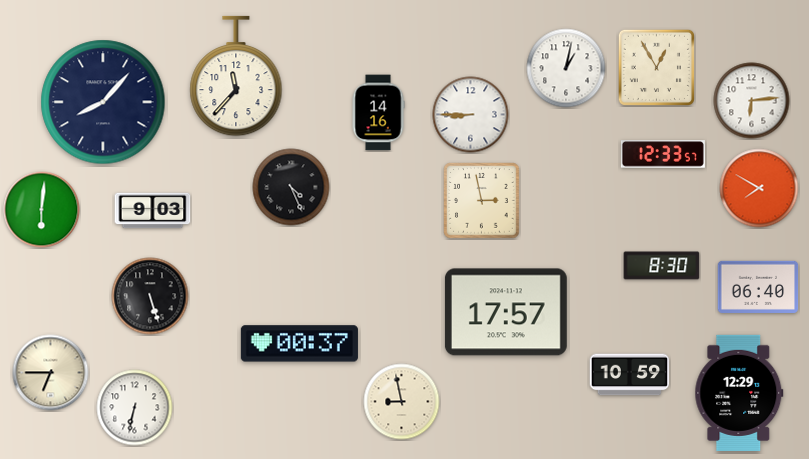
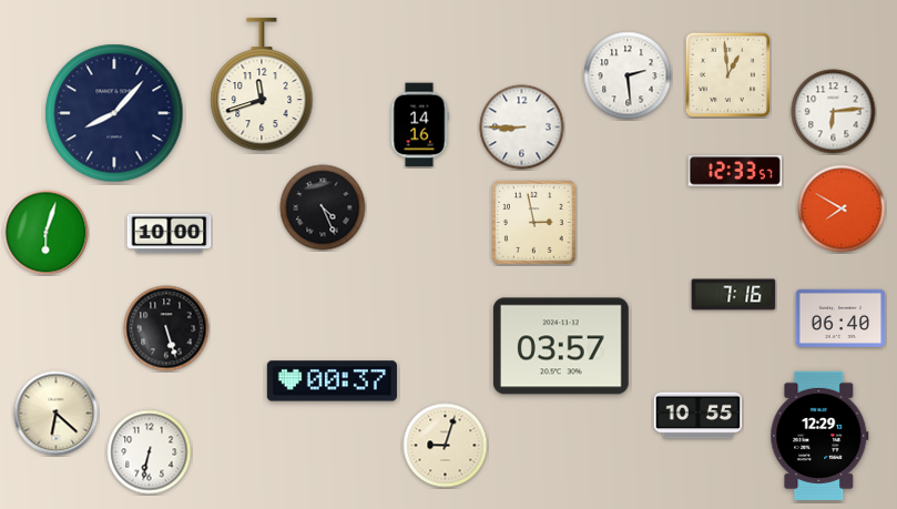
clock at (656, 67): 12:55 -> 12:59
clock at (566, 68): 1:02 -> 2:29
clock at (236, 76): 11:37 -> 11:42
clock at (42, 210): 6:01 -> 6:03
clock at (153, 211): 9:03 -> 10:00
clock at (662, 266): 8:30 -> 7:16
clock at (506, 312): 17:57 -> 03:57
clock at (51, 373): 6:45 -> 6:22
clock at (630, 375): 10:59 -> 10:55
clock at (402, 402): 8:58 -> 9:03
